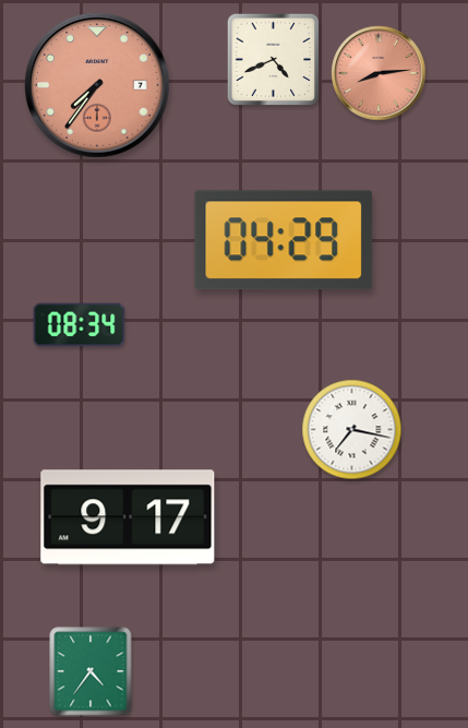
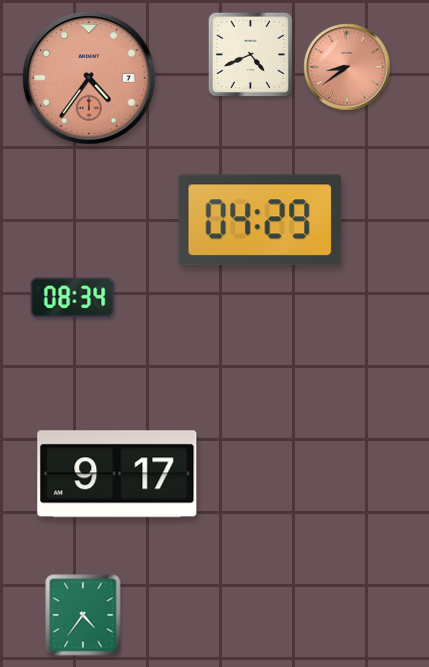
clock at (379, 73): 8:14 -> 8:39
clock at (97, 85): 7:36 -> 4:36
clock at (352, 430): 7:17 -> none
